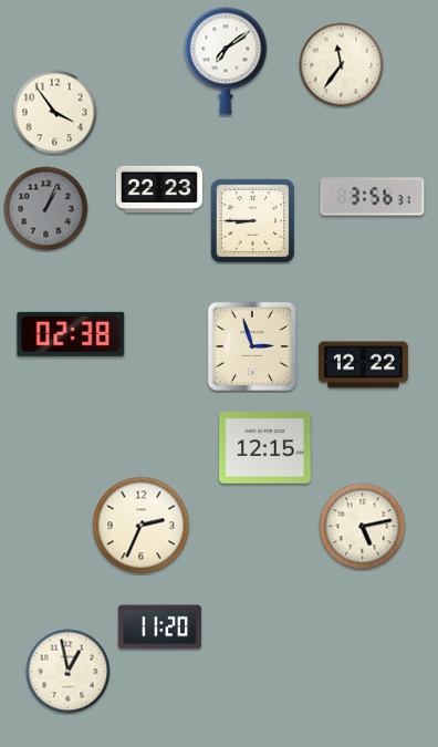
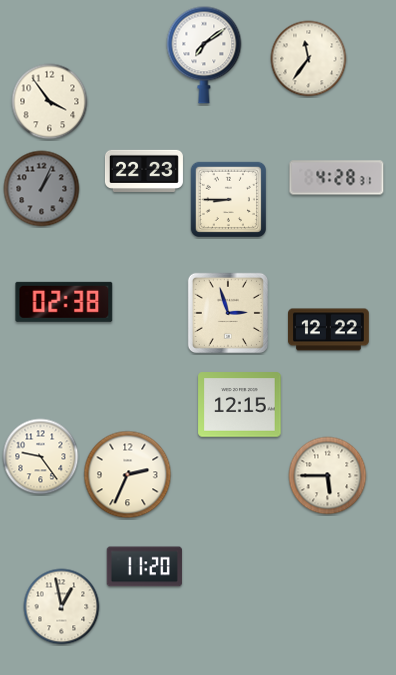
clock at (373, 197): 3:56 -> 4:28
clock at (41, 457): none -> 9:24
clock at (363, 527): 5:13 -> 5:45
